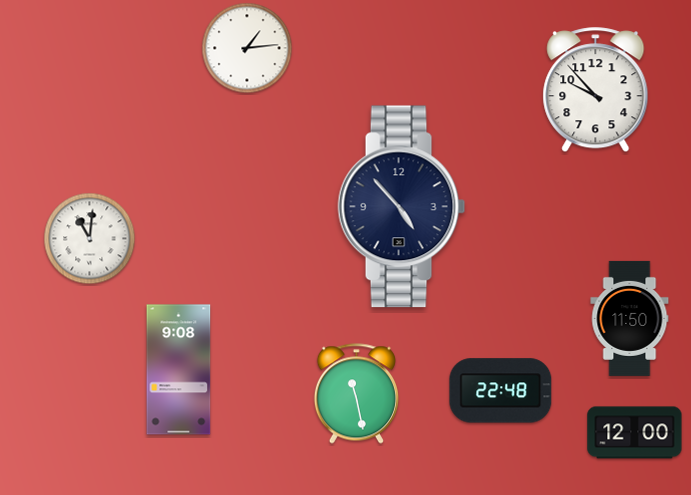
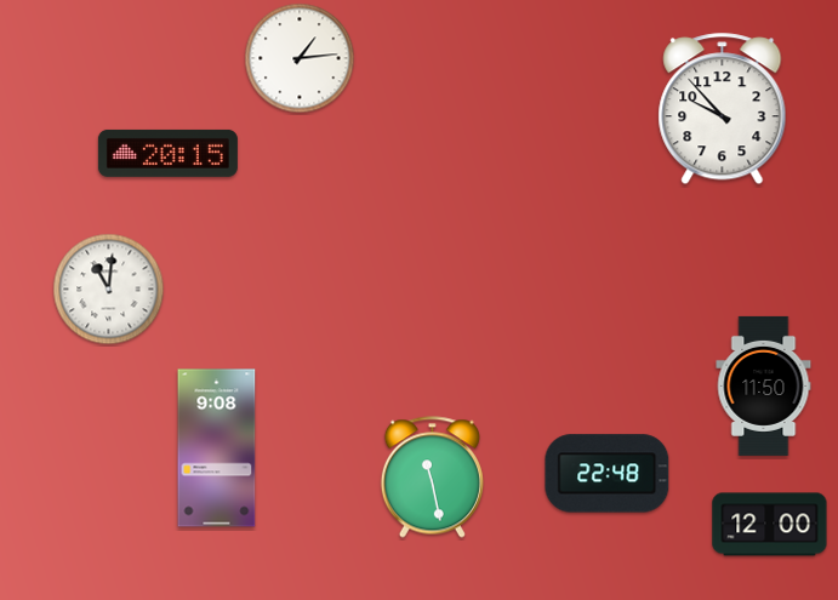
clock at (167, 153): none -> 20:15
clock at (402, 207): 4:53 -> none
